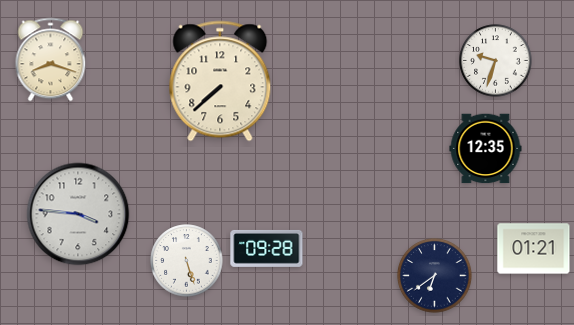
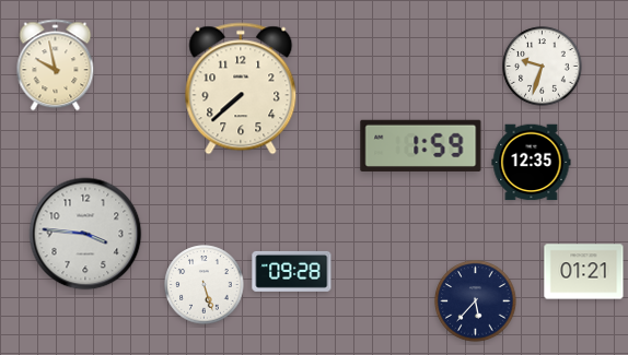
clock at (51, 60): 8:18 -> 9:58
clock at (421, 145): none -> 1:59
clock at (435, 276): 6:39 -> 5:37
